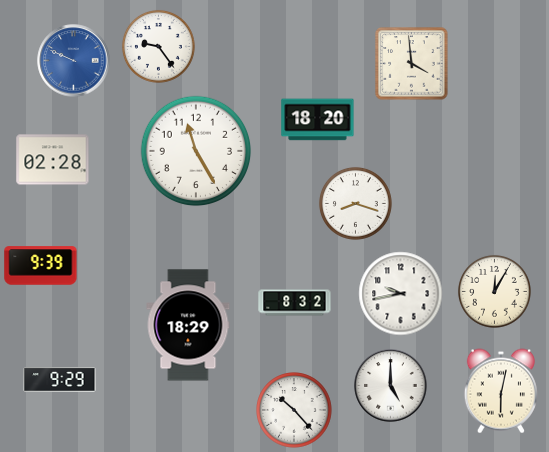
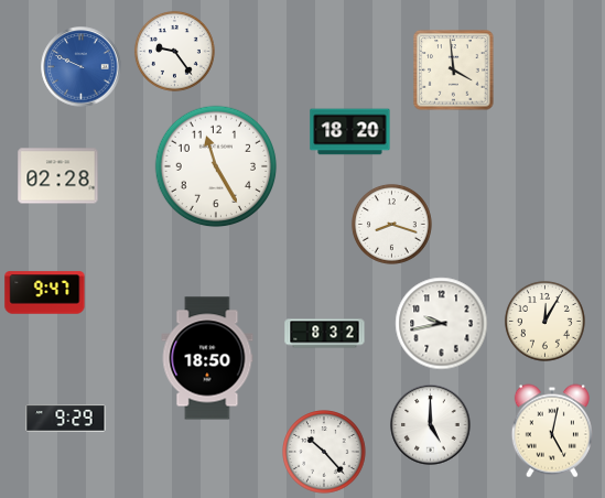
clock at (41, 266): 9:39 -> 9:47
clock at (188, 325): 18:29 -> 18:50
clock at (501, 391): 6:02 -> 5:02
